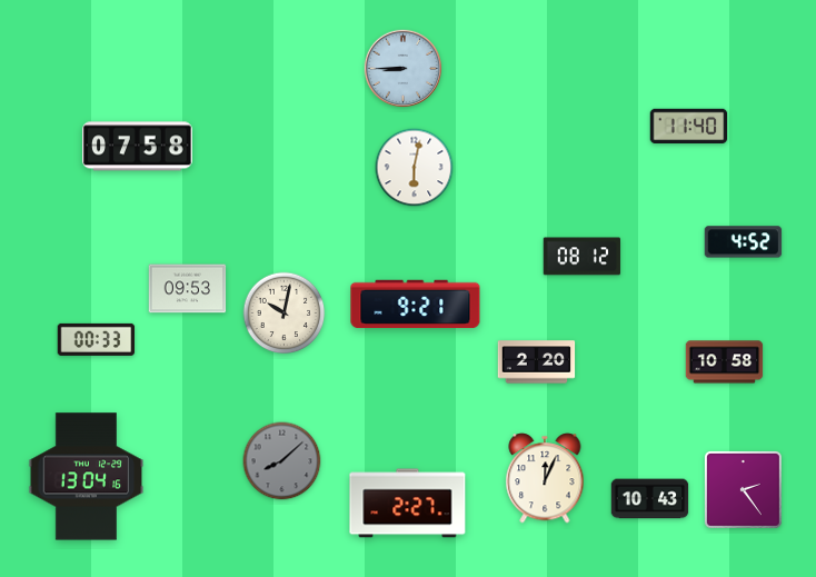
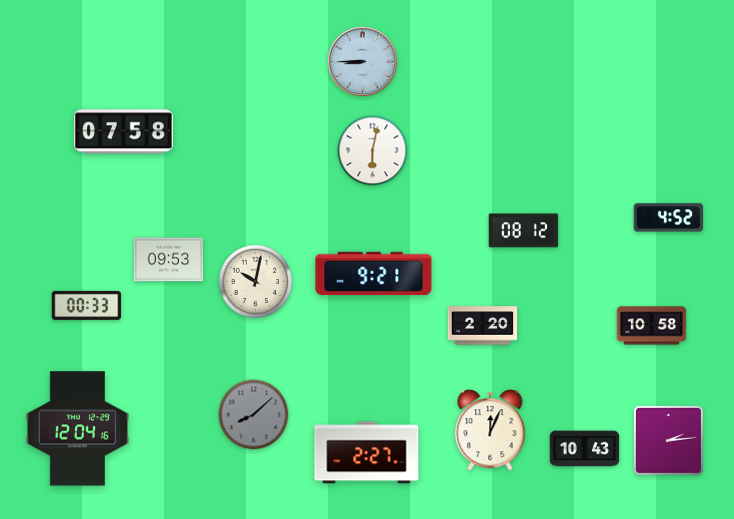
clock at (689, 127): 11:40 -> none
clock at (87, 477): 13:04 -> 12:04
clock at (743, 489): 2:24 -> 2:14
